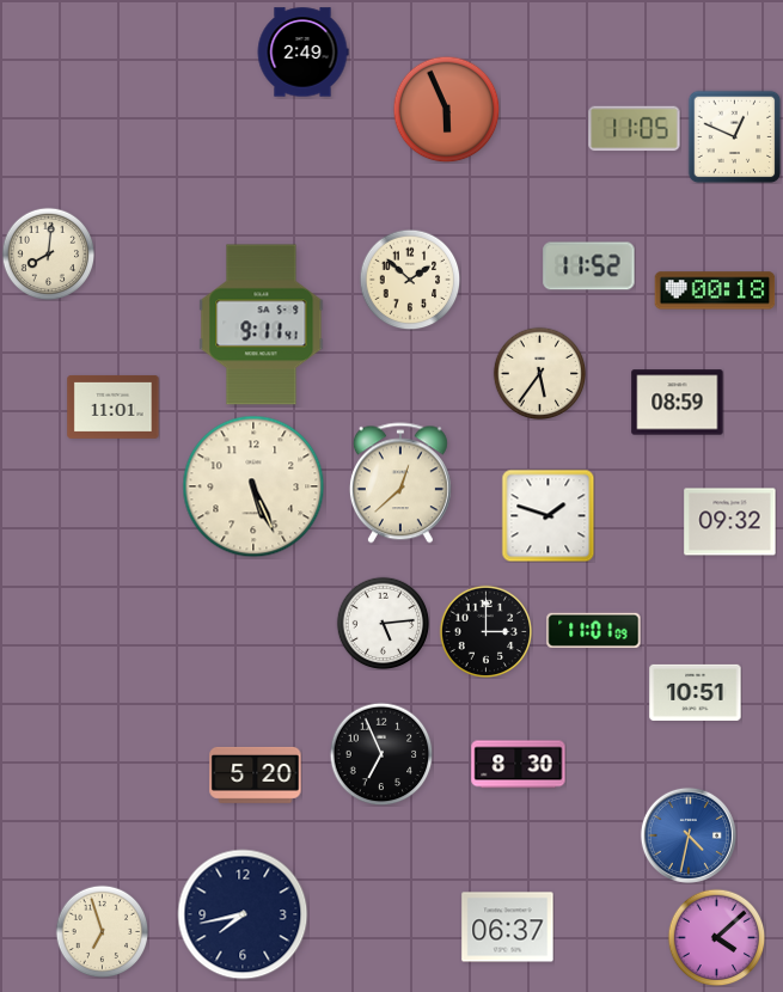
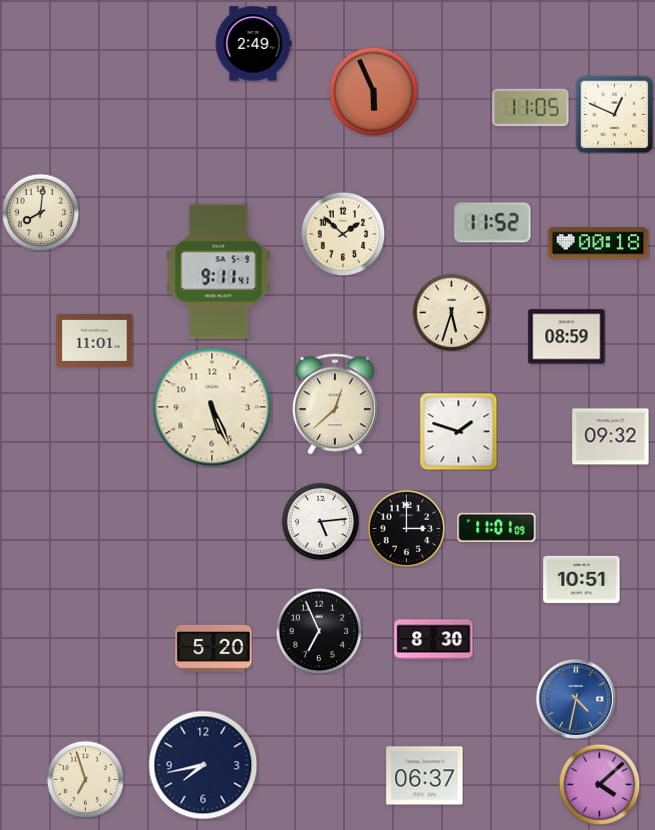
clock at (539, 373): 5:36 -> 5:33
